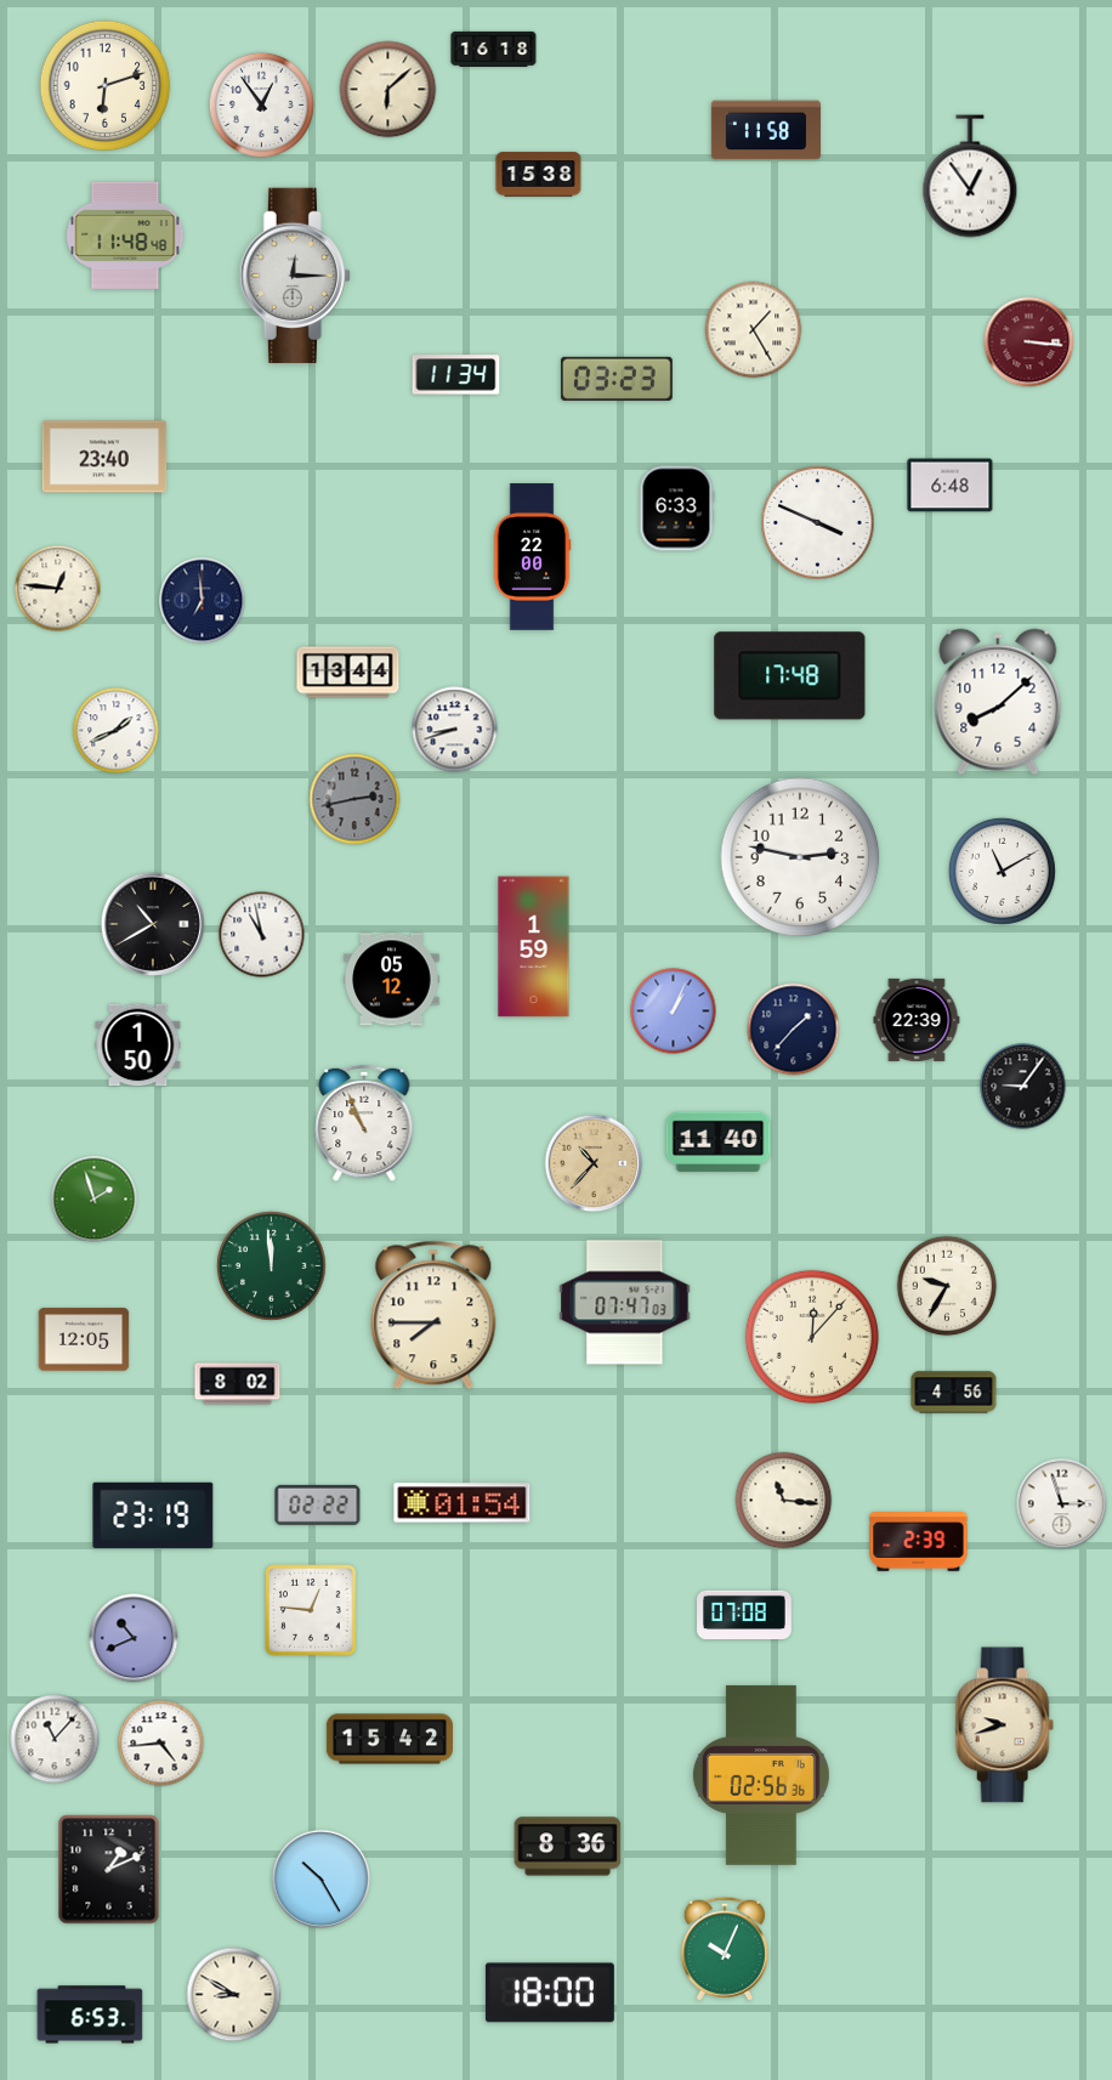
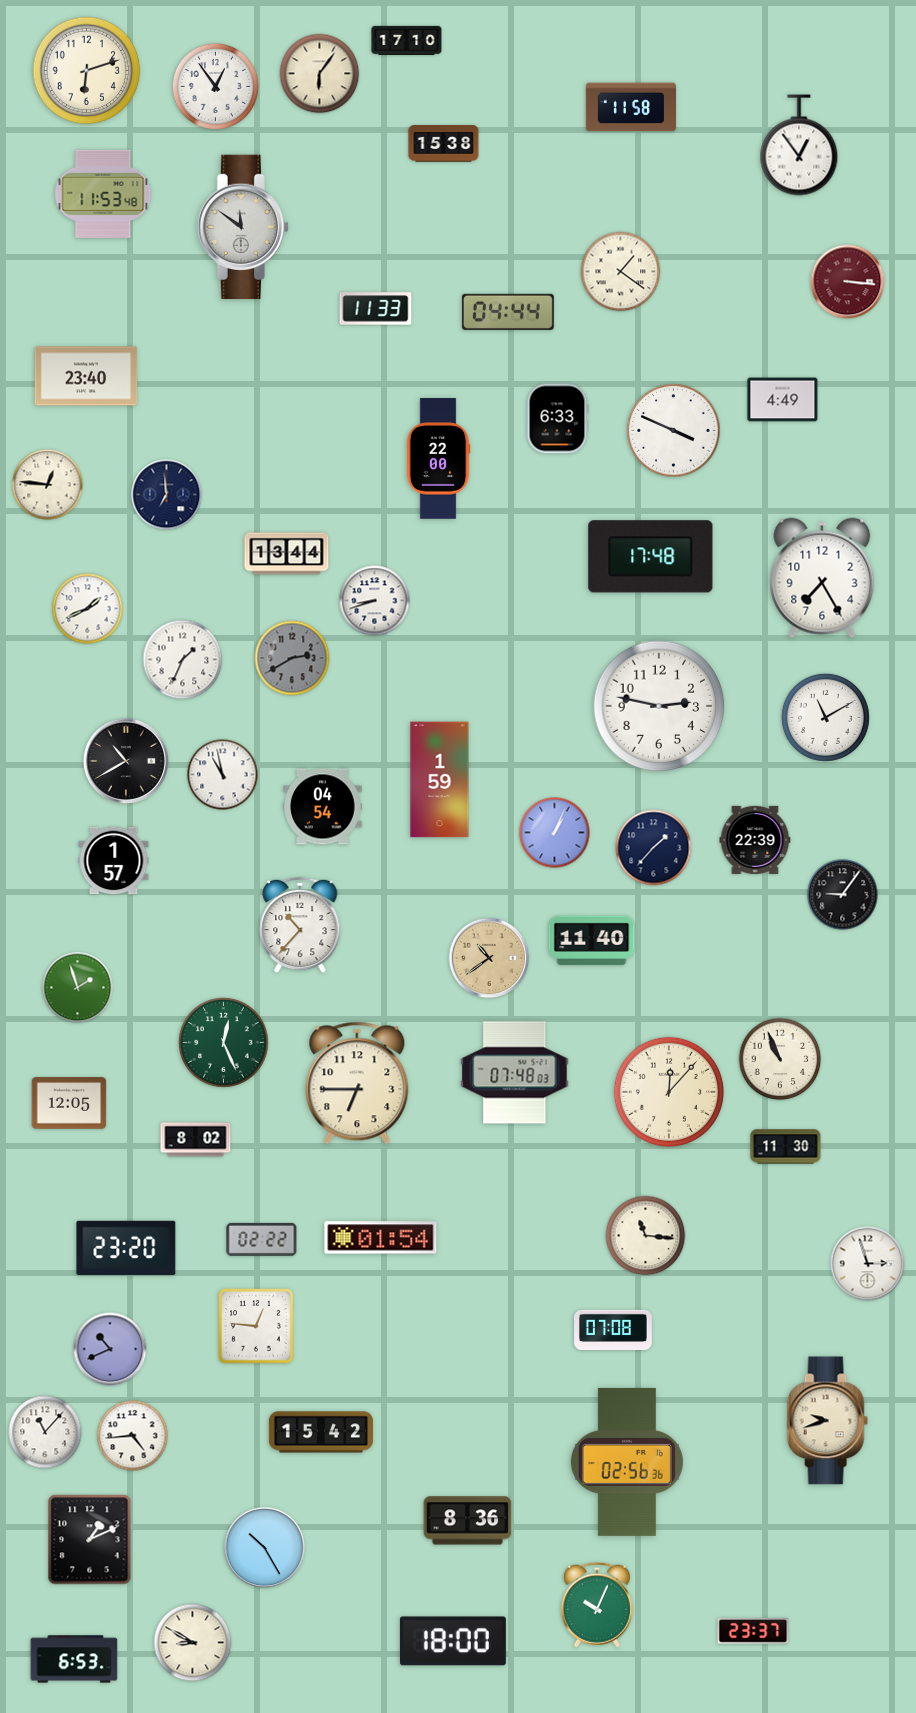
clock at (494, 49): 16:18 -> 17:10
clock at (388, 90): 6:08 -> 6:06
clock at (125, 236): 11:48 -> 11:53
clock at (294, 276): 12:15 -> 11:51
clock at (754, 330): 1:25 -> 1:21
clock at (456, 375): 11:34 -> 11:33
clock at (617, 379): 03:23 -> 04:44
clock at (951, 486): 6:48 -> 4:49
clock at (998, 702): 8:08 -> 7:25
clock at (117, 731) position: (117, 731) -> (88, 609)
clock at (354, 799): 2:43 -> 2:40
clock at (183, 660): none -> 1:34
clock at (262, 935) position: (262, 935) -> (223, 775)
clock at (392, 980): 05:12 -> 04:54
clock at (138, 1045): 1:50 -> 1:57
clock at (364, 1123): 10:56 -> 10:37
clock at (594, 1163): 10:37 -> 10:39
clock at (272, 1266): 11:59 -> 12:26
clock at (947, 1286): 9:35 -> 10:56
clock at (625, 1303): 07:47 -> 07:48
clock at (433, 1315): 7:45 -> 6:45
clock at (812, 1337) position: (812, 1337) -> (669, 1092)
clock at (954, 1393): 4:56 -> 11:30
clock at (1062, 1504) position: (1062, 1504) -> (868, 1264)
clock at (153, 1515): 23:19 -> 23:20
clock at (919, 1542): 2:39 -> none
clock at (753, 1631): none -> 23:37
